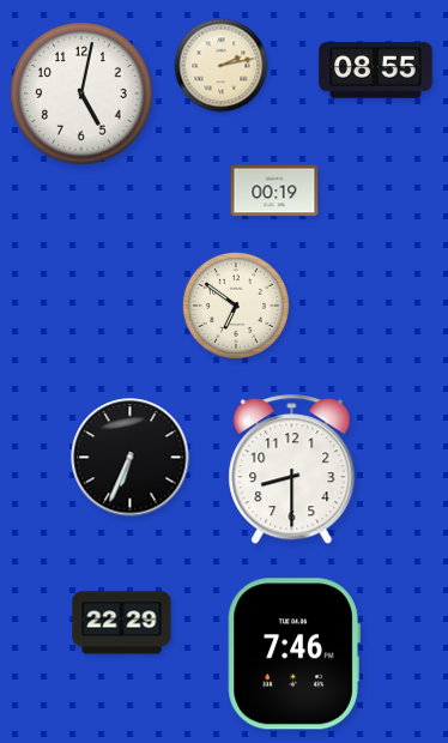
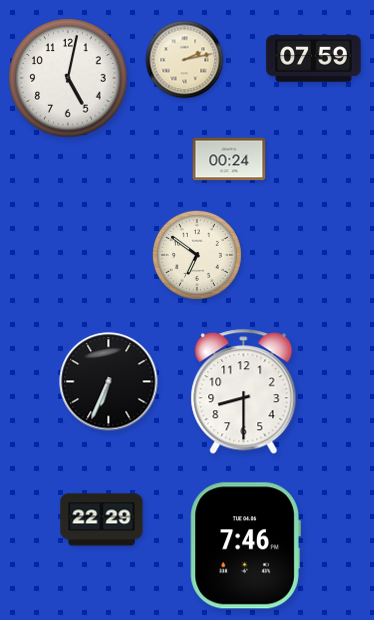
clock at (222, 66) position: (222, 66) -> (185, 60)
clock at (376, 71): 08:55 -> 07:59
clock at (274, 191): 00:19 -> 00:24
